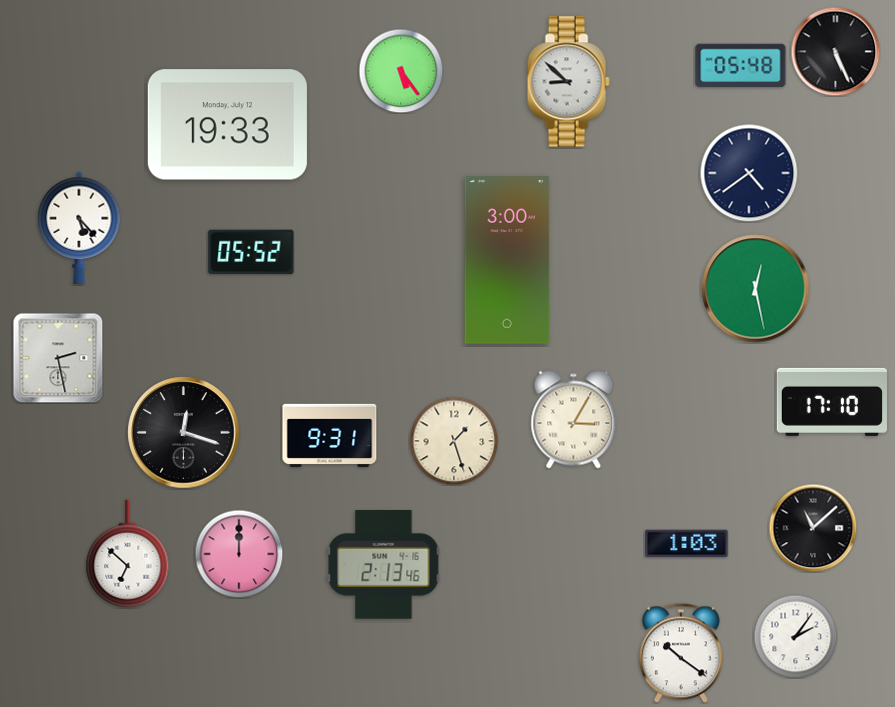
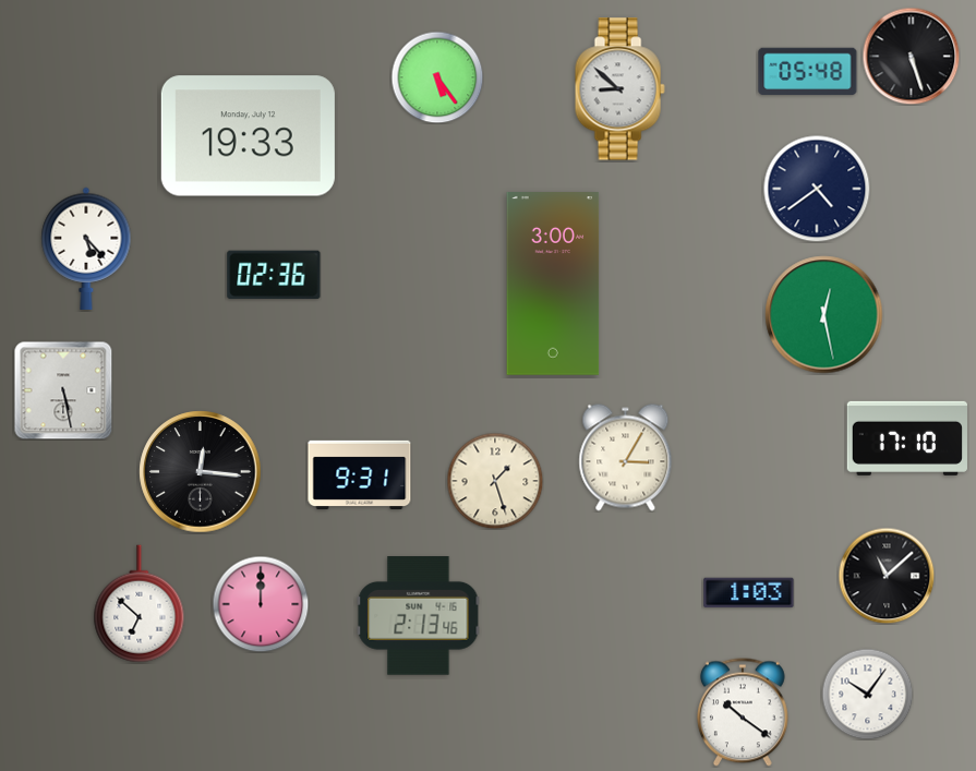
clock at (835, 51): 5:26 -> 5:27
clock at (251, 252): 05:52 -> 02:36
clock at (58, 358): 2:28 -> 5:28
clock at (184, 433): 12:18 -> 12:16
clock at (795, 636): 2:06 -> 10:06
